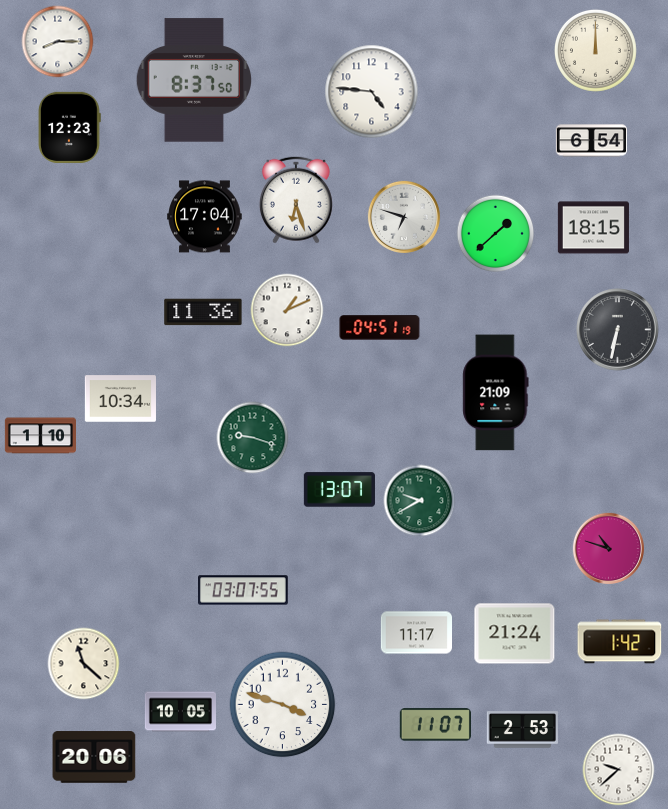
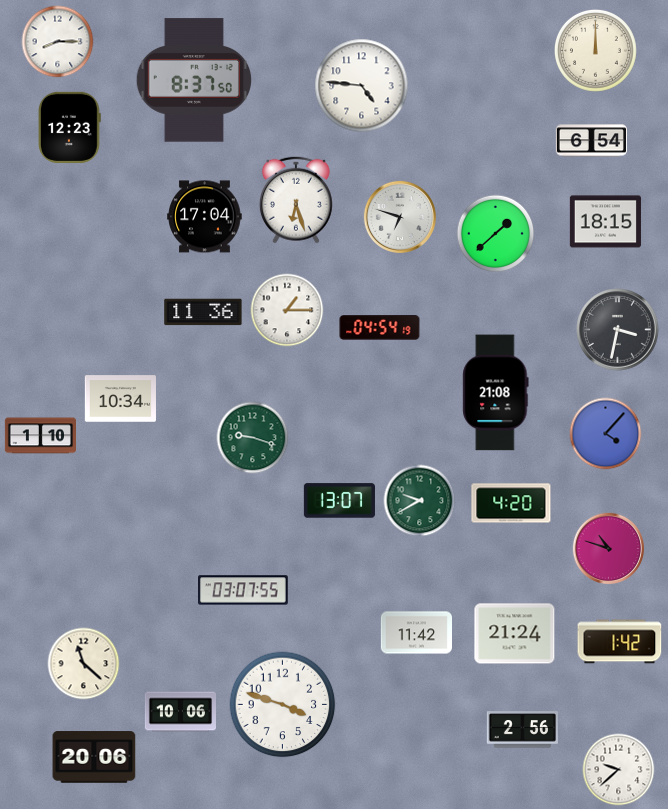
clock at (372, 92) position: (372, 92) -> (362, 86)
clock at (404, 217) position: (404, 217) -> (400, 217)
clock at (593, 228) position: (593, 228) -> (605, 222)
clock at (287, 310): 1:11 -> 1:15
clock at (380, 328): 04:51 -> 04:54
clock at (618, 330): 6:32 -> 3:32
clock at (496, 393): 21:09 -> 21:08
clock at (606, 434): none -> 4:07
clock at (339, 490) position: (339, 490) -> (339, 501)
clock at (511, 503): none -> 4:20
clock at (416, 633): 11:17 -> 11:42
clock at (180, 712): 10:05 -> 10:06
clock at (435, 725): 11:07 -> none
clock at (522, 730): 2:53 -> 2:56
